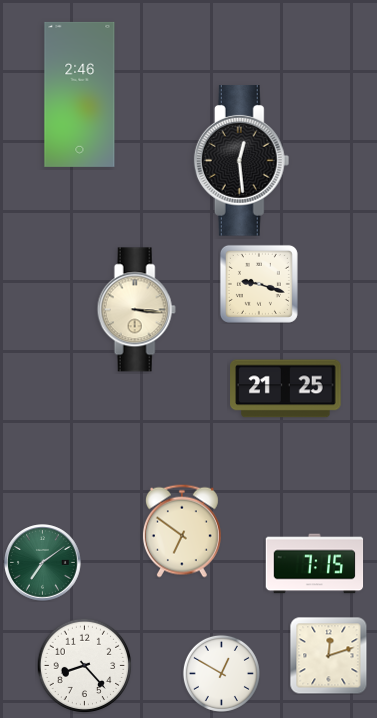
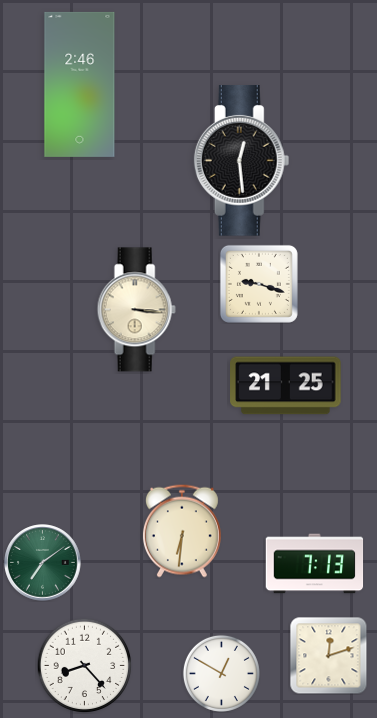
clock at (80, 94) position: (80, 94) -> (80, 84)
clock at (286, 389) position: (286, 389) -> (286, 386)
clock at (182, 531): 6:51 -> 6:31
clock at (315, 564): 7:15 -> 7:13
